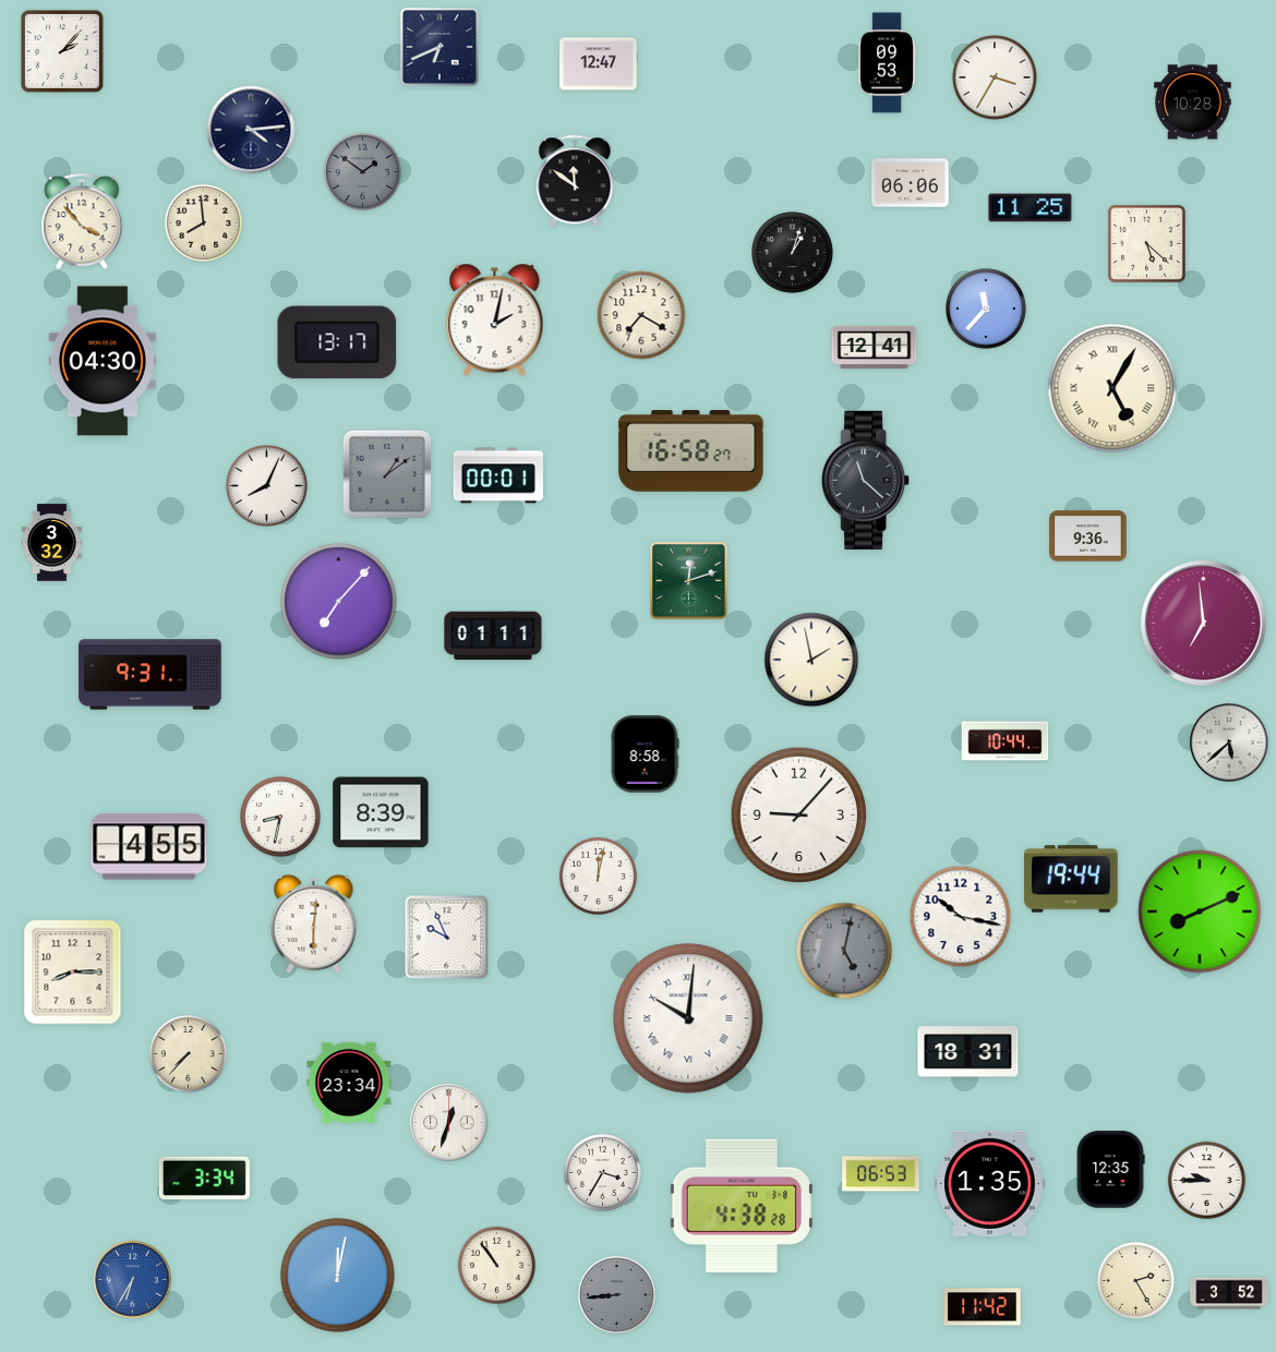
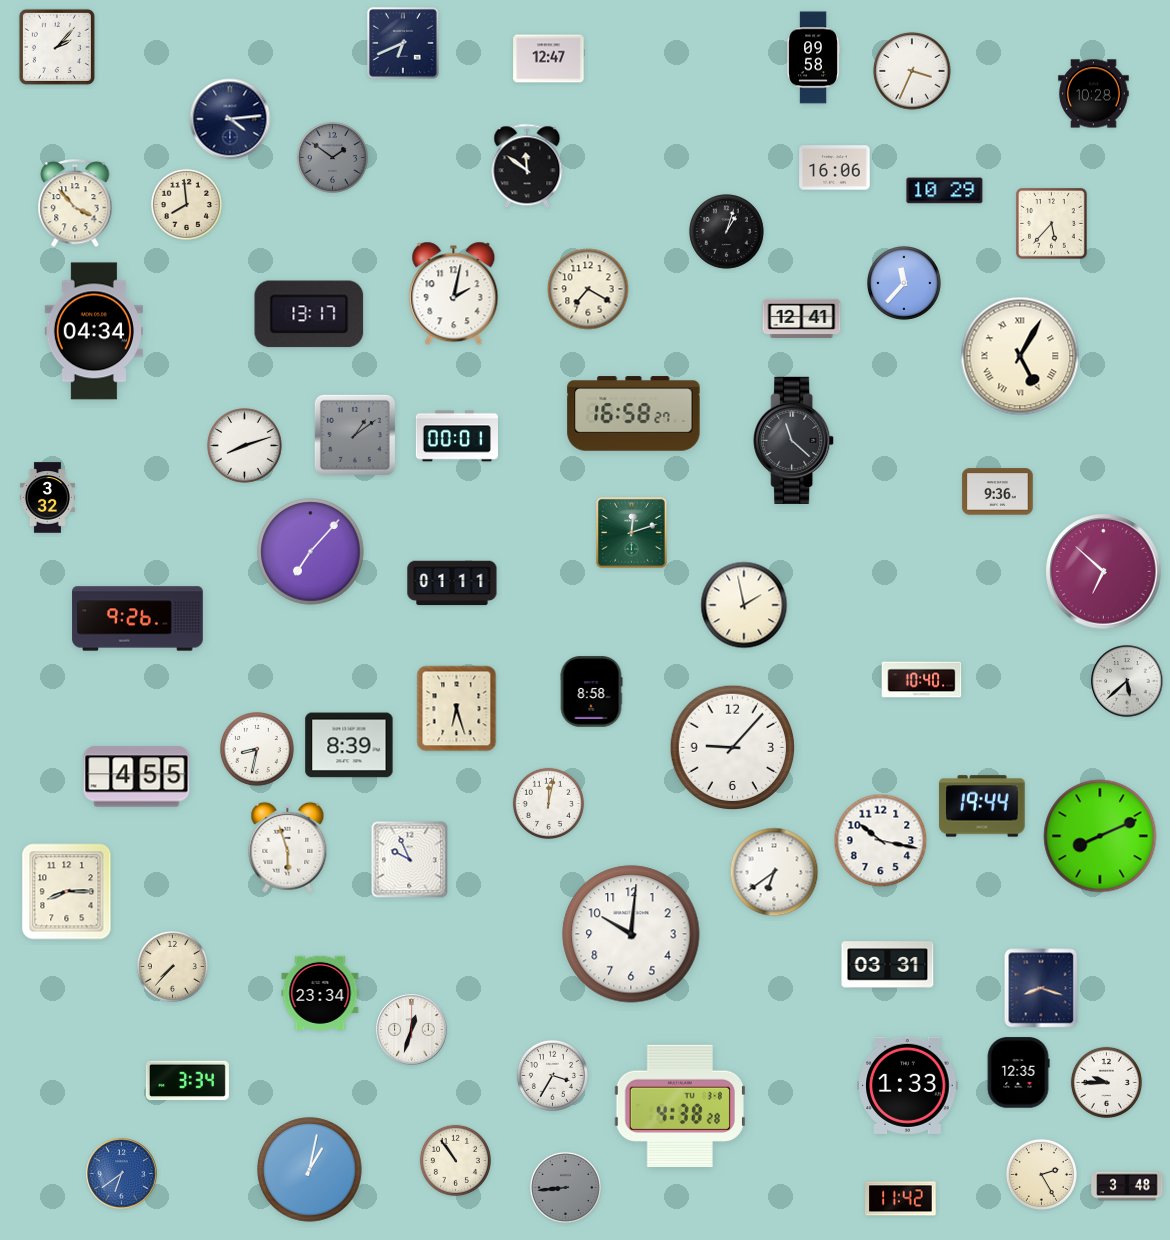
clock at (887, 63): 09:53 -> 09:58
clock at (995, 77): 3:35 -> 3:34
clock at (911, 183): 06:06 -> 16:06
clock at (1031, 208): 11:25 -> 10:29
clock at (1147, 244): 5:22 -> 5:37
clock at (103, 361): 04:30 -> 04:34
clock at (267, 486): 8:04 -> 8:12
clock at (1204, 624): 6:59 -> 6:52
clock at (151, 675): 9:31 -> 9:26
clock at (1006, 741): 10:44 -> 10:40
clock at (457, 709): none -> 6:27
clock at (314, 924): 6:01 -> 5:57
clock at (844, 951): 5:02 -> 6:39
clock at (844, 951) dial: grey -> white
clock at (688, 1018) numerals: Roman -> Arabic
clock at (968, 1052): 18:31 -> 03:31
clock at (1041, 988): none -> 8:18
clock at (881, 1174): 06:53 -> none
clock at (990, 1183): 1:35 -> 1:33
clock at (338, 1276): 12:02 -> 1:02
clock at (133, 1280): 6:35 -> 6:39
clock at (1229, 1293): 3:52 -> 3:48
